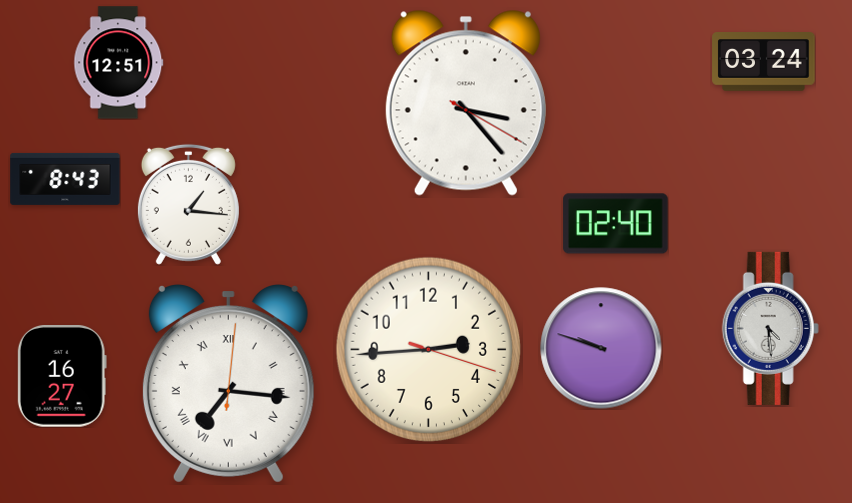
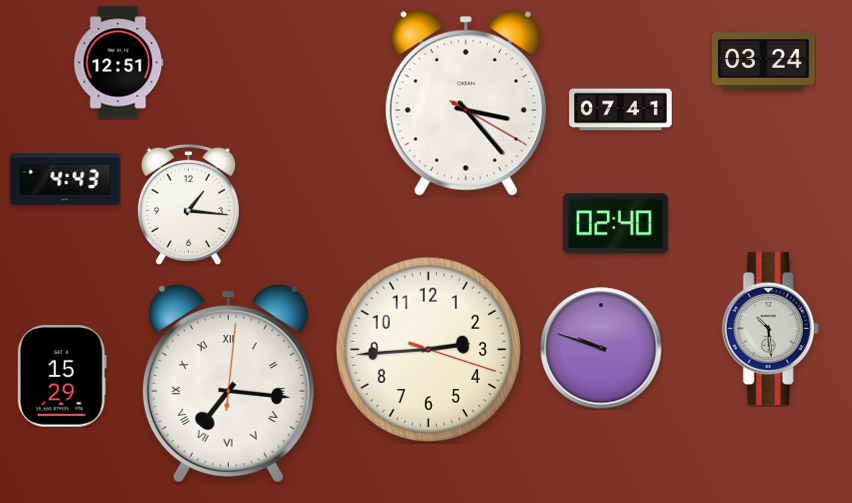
clock at (621, 110): none -> 07:41
clock at (65, 179): 8:43 -> 4:43
clock at (770, 328): 4:29 -> 10:29
clock at (62, 377): 16:27 -> 15:29
